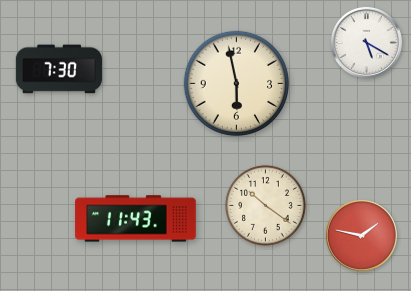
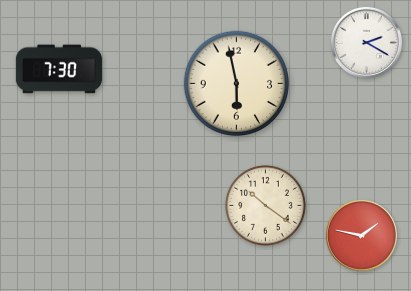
clock at (366, 42): 5:20 -> 2:20
clock at (136, 219): 11:43 -> none
